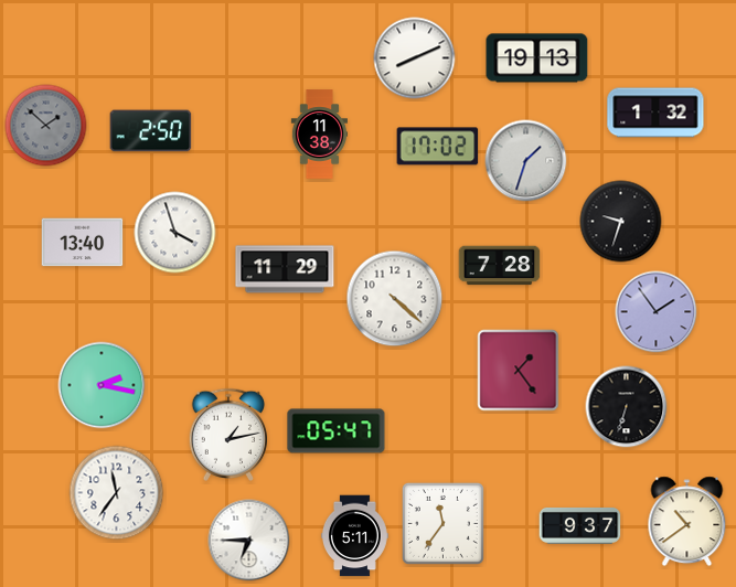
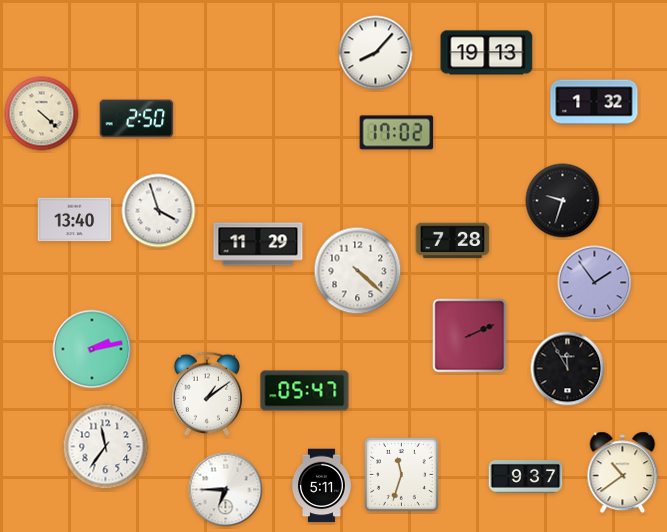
clock at (415, 58): 8:11 -> 8:07
clock at (46, 126): 1:52 -> 4:22
clock at (46, 126) dial: grey -> cream
clock at (320, 135): 11:38 -> none
clock at (526, 161): 1:33 -> none
clock at (519, 371): 1:24 -> 2:11
clock at (102, 385): 2:17 -> 2:13
clock at (627, 407): 6:33 -> 11:55
clock at (228, 435): 1:13 -> 1:09
clock at (442, 523): 11:36 -> 11:33
